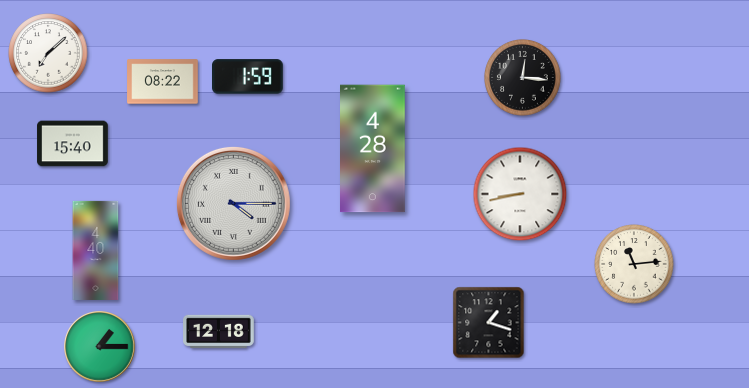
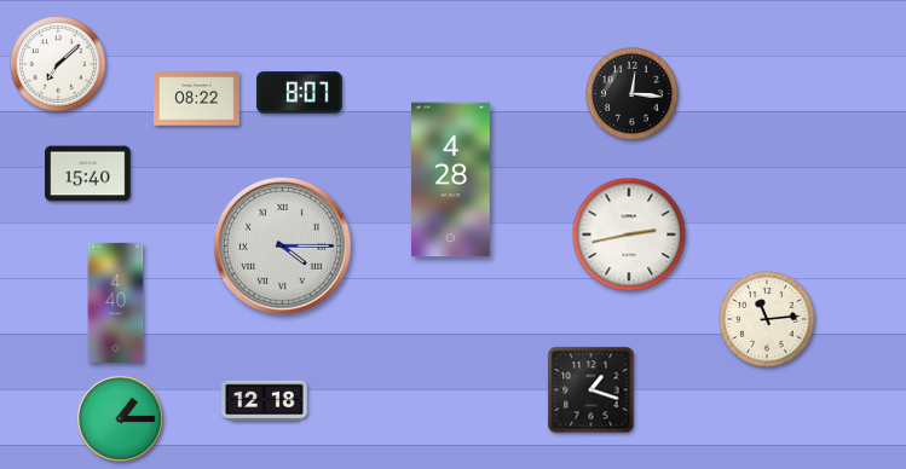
clock at (248, 77): 1:59 -> 8:07
clock at (520, 194): 8:43 -> 2:43
